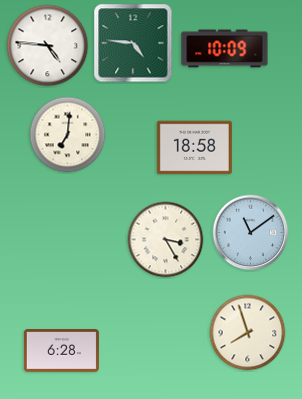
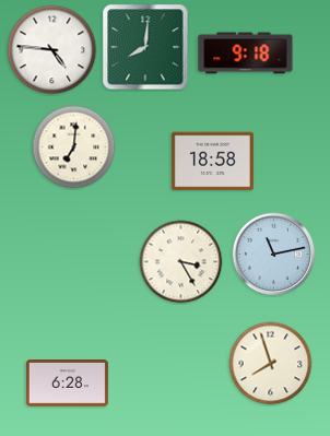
clock at (133, 43): 4:46 -> 8:01
clock at (225, 49): 10:09 -> 9:18
clock at (251, 233): 11:09 -> 11:13
